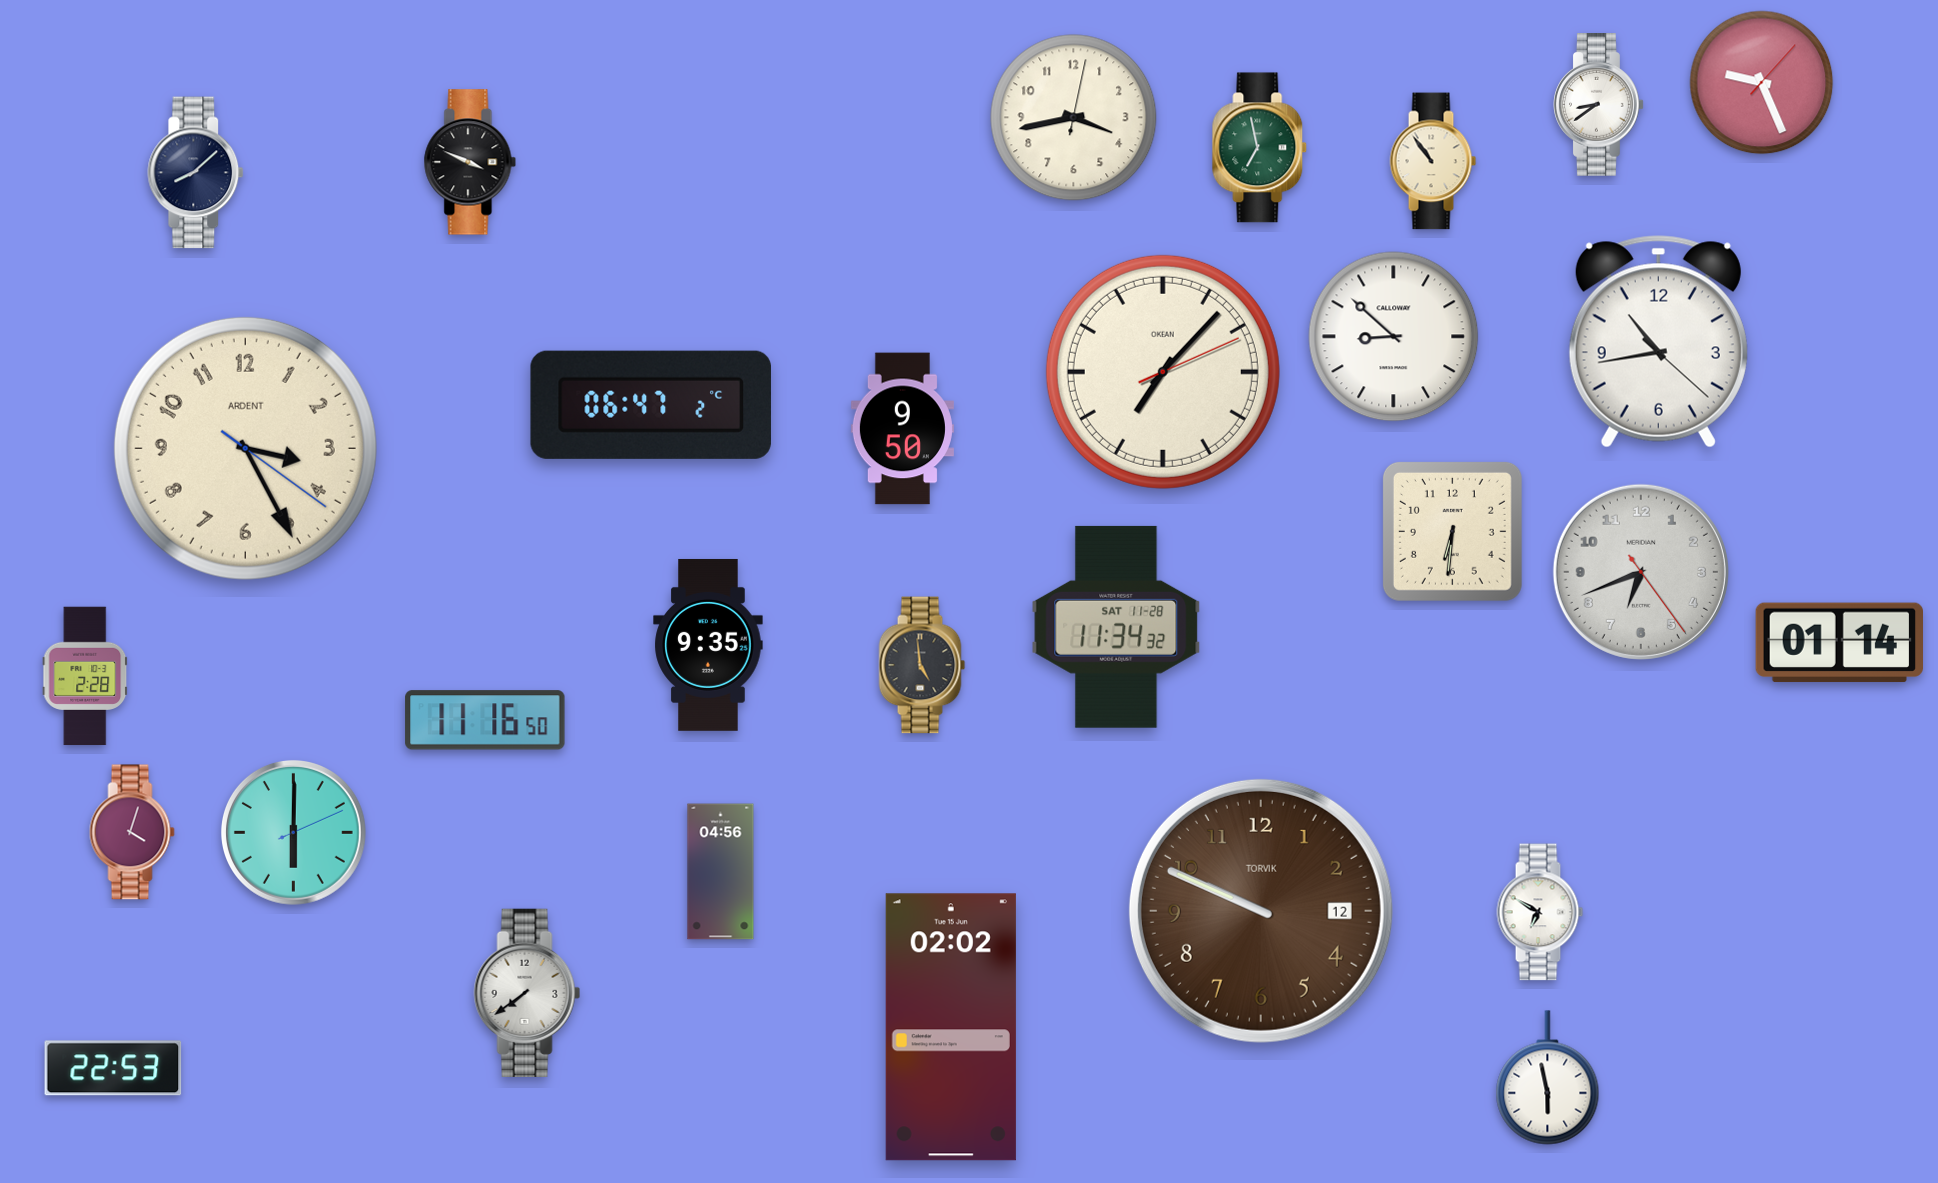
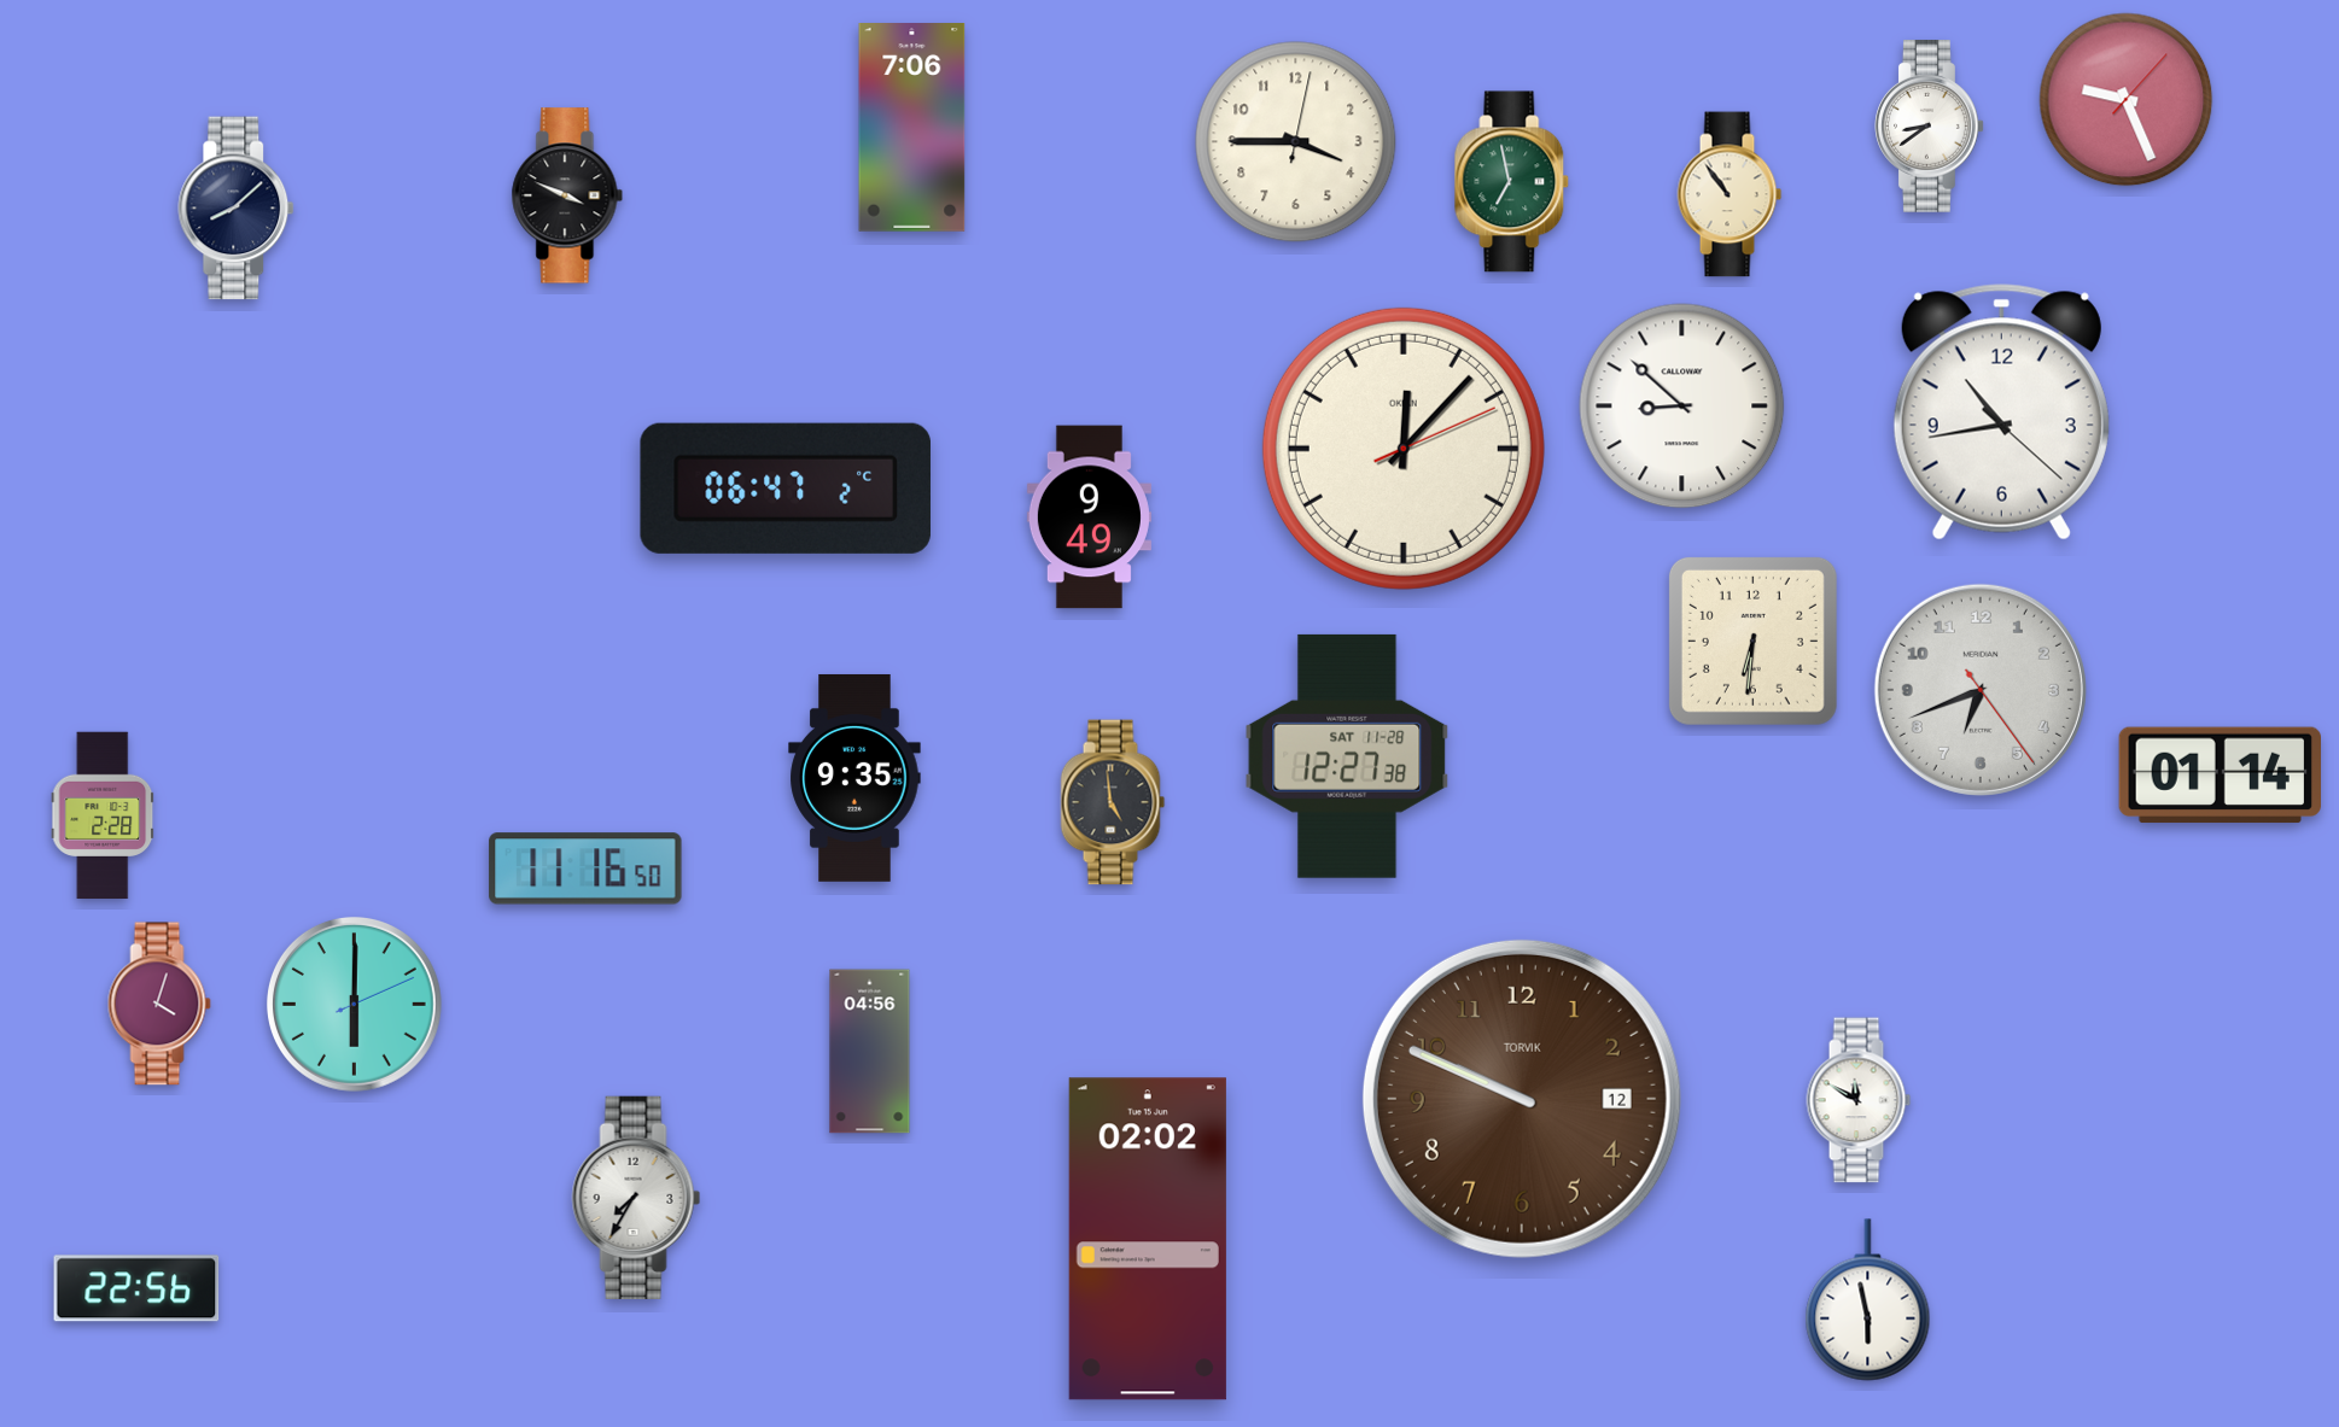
clock at (912, 128): none -> 7:06
clock at (1074, 118): 3:43 -> 3:45
clock at (1260, 148) position: (1260, 148) -> (1512, 182)
clock at (1163, 372): 7:07 -> 12:07
clock at (902, 429): 9:50 -> 9:49
clock at (245, 448): 3:25 -> none
clock at (1116, 627): 11:34 -> 12:27
clock at (1540, 912): 6:50 -> 11:50
clock at (527, 993): 7:39 -> 7:35
clock at (113, 1068): 22:53 -> 22:56
